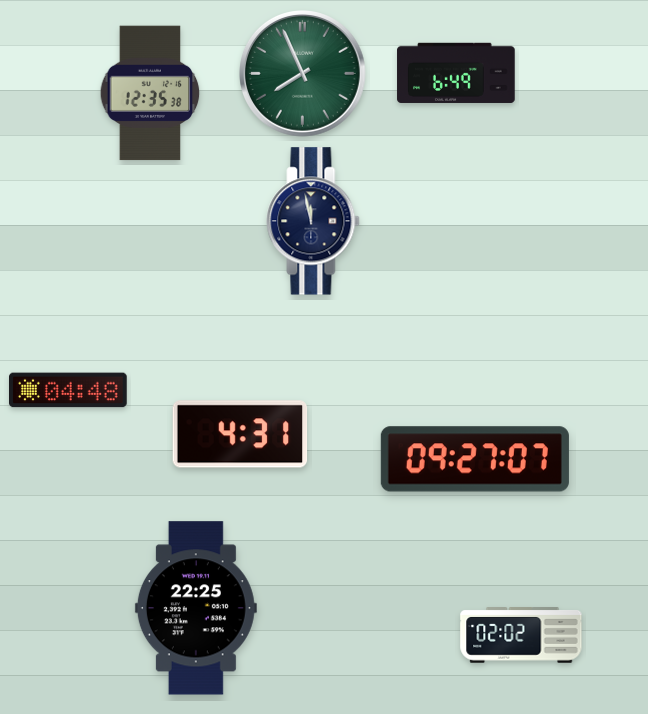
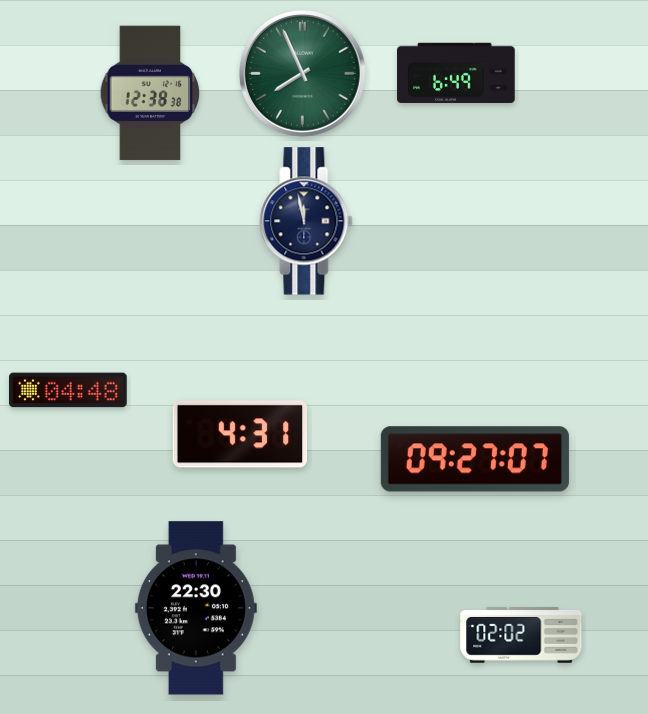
clock at (150, 93): 12:35 -> 12:38
clock at (313, 221) position: (313, 221) -> (306, 221)
clock at (196, 608): 22:25 -> 22:30
